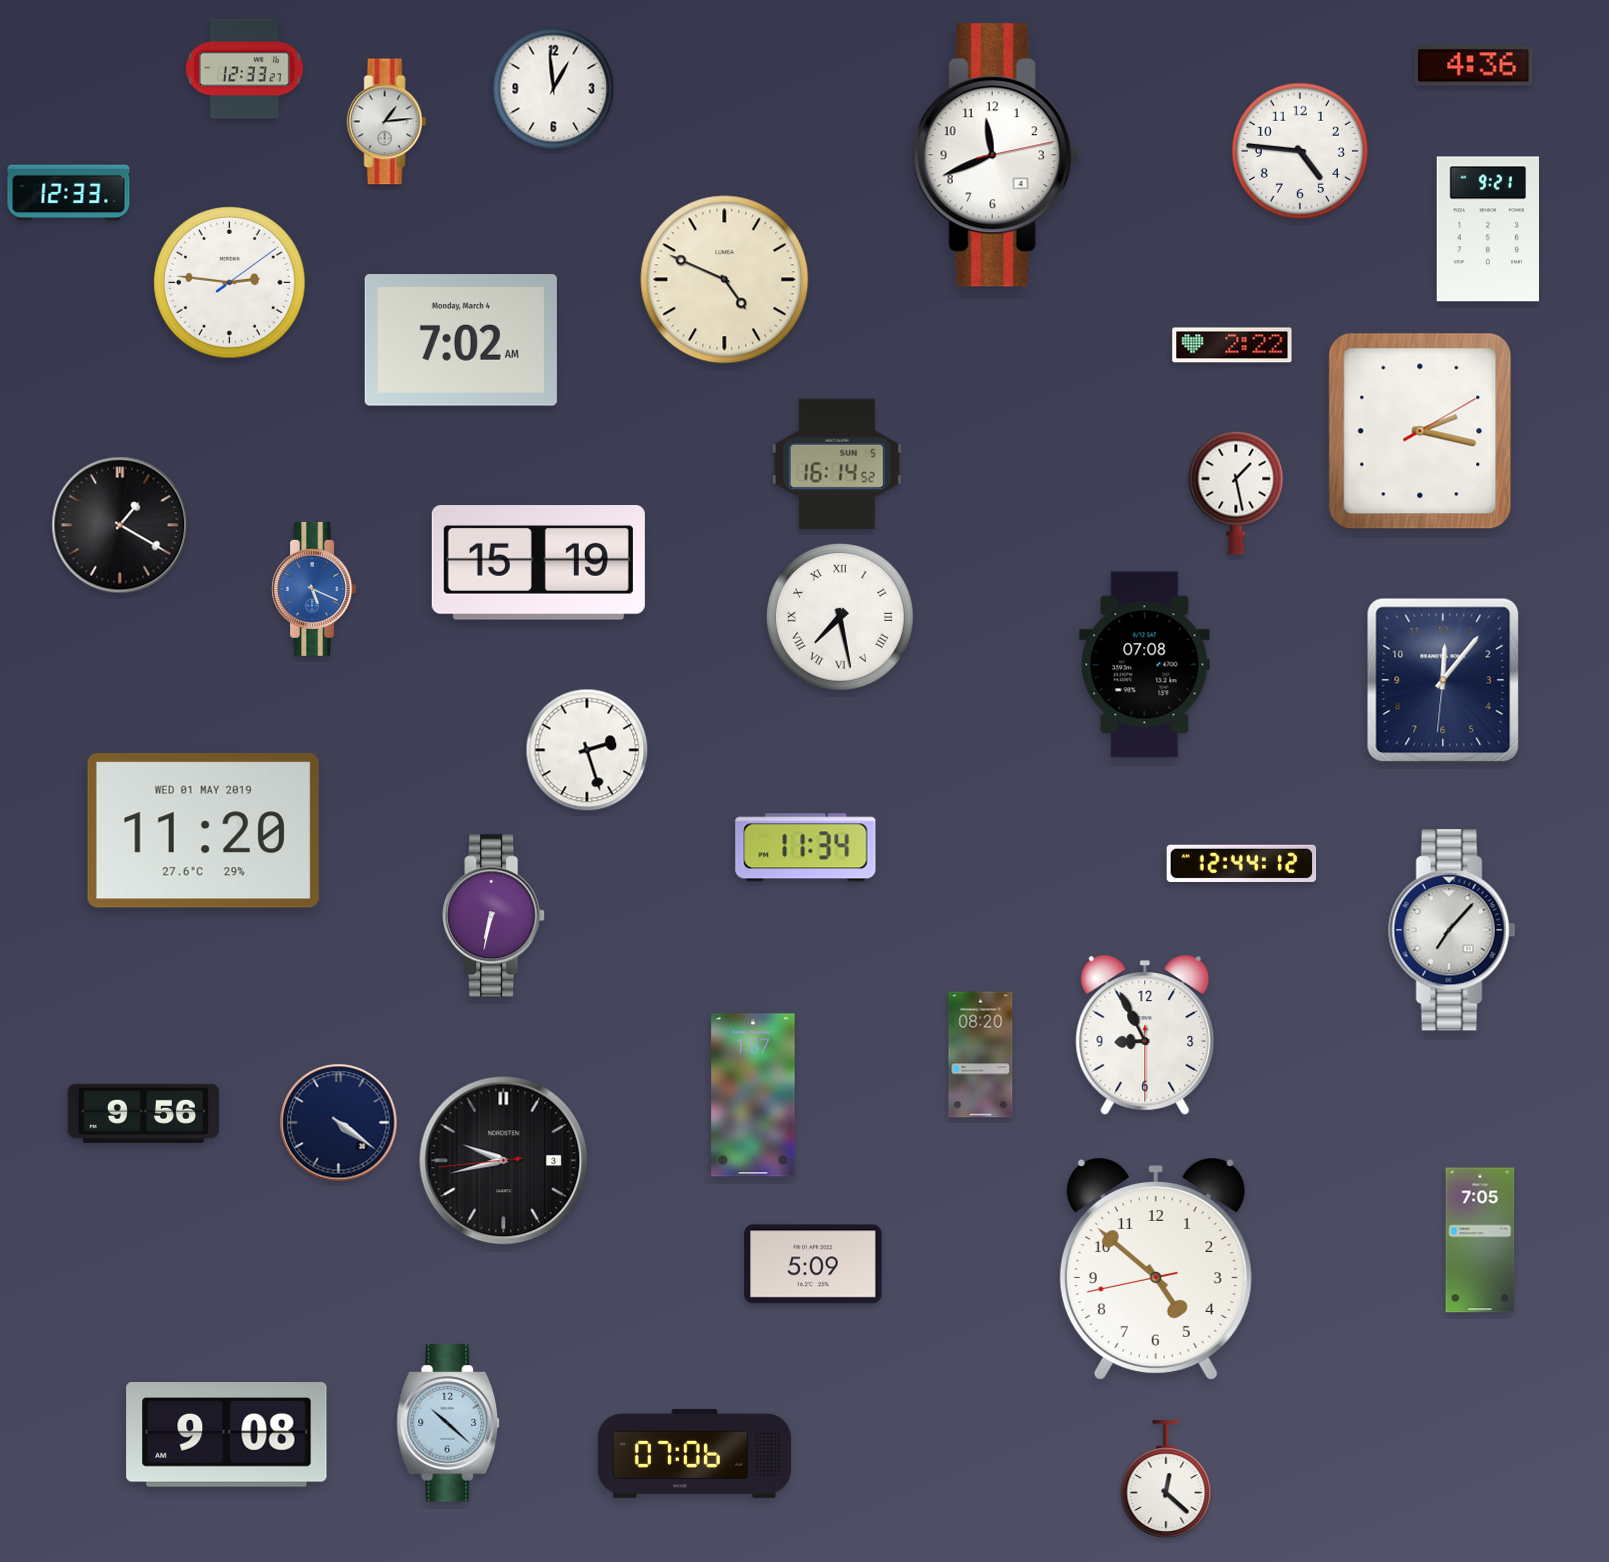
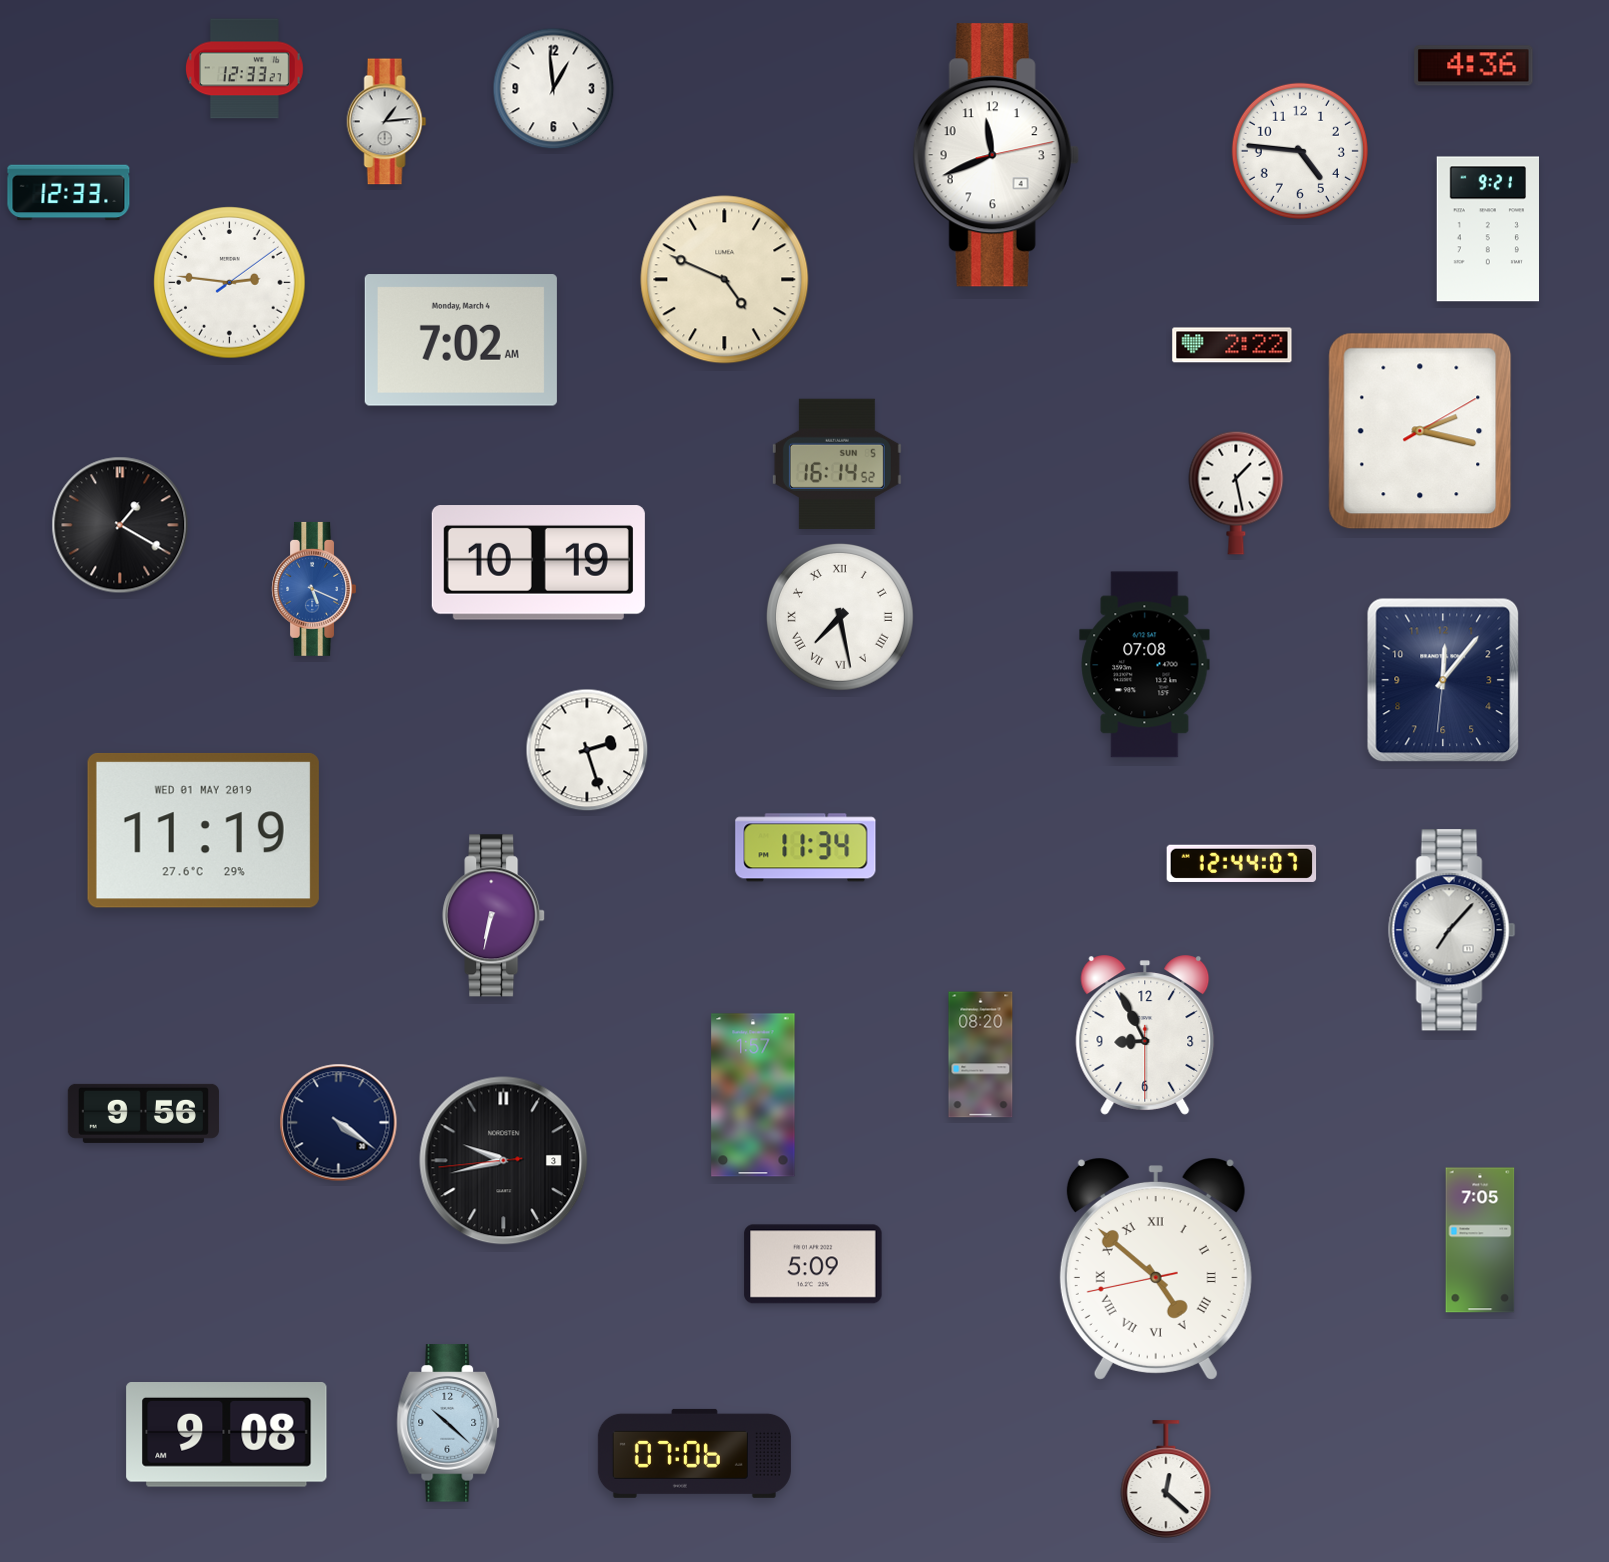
clock at (538, 563): 15:19 -> 10:19
clock at (203, 830): 11:20 -> 11:19
clock at (1242, 863): 12:44:12 -> 12:44:07
clock at (1156, 1269) numerals: Arabic -> Roman
